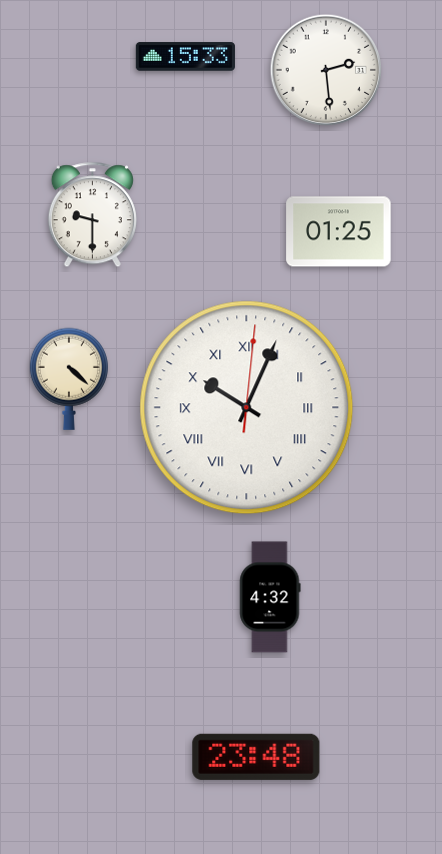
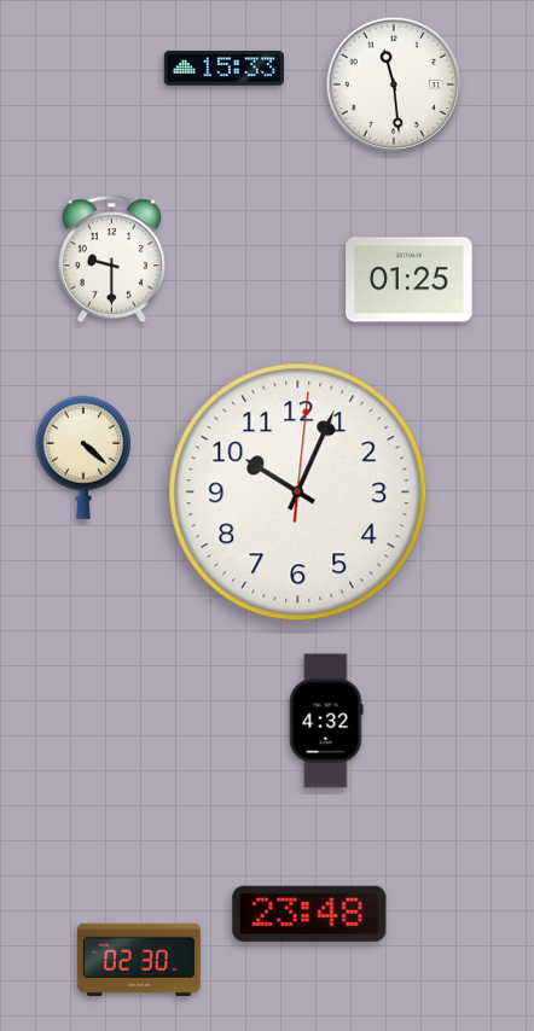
clock at (325, 69): 2:29 -> 11:29
clock at (247, 408) numerals: Roman -> Arabic
clock at (139, 960): none -> 02:30
